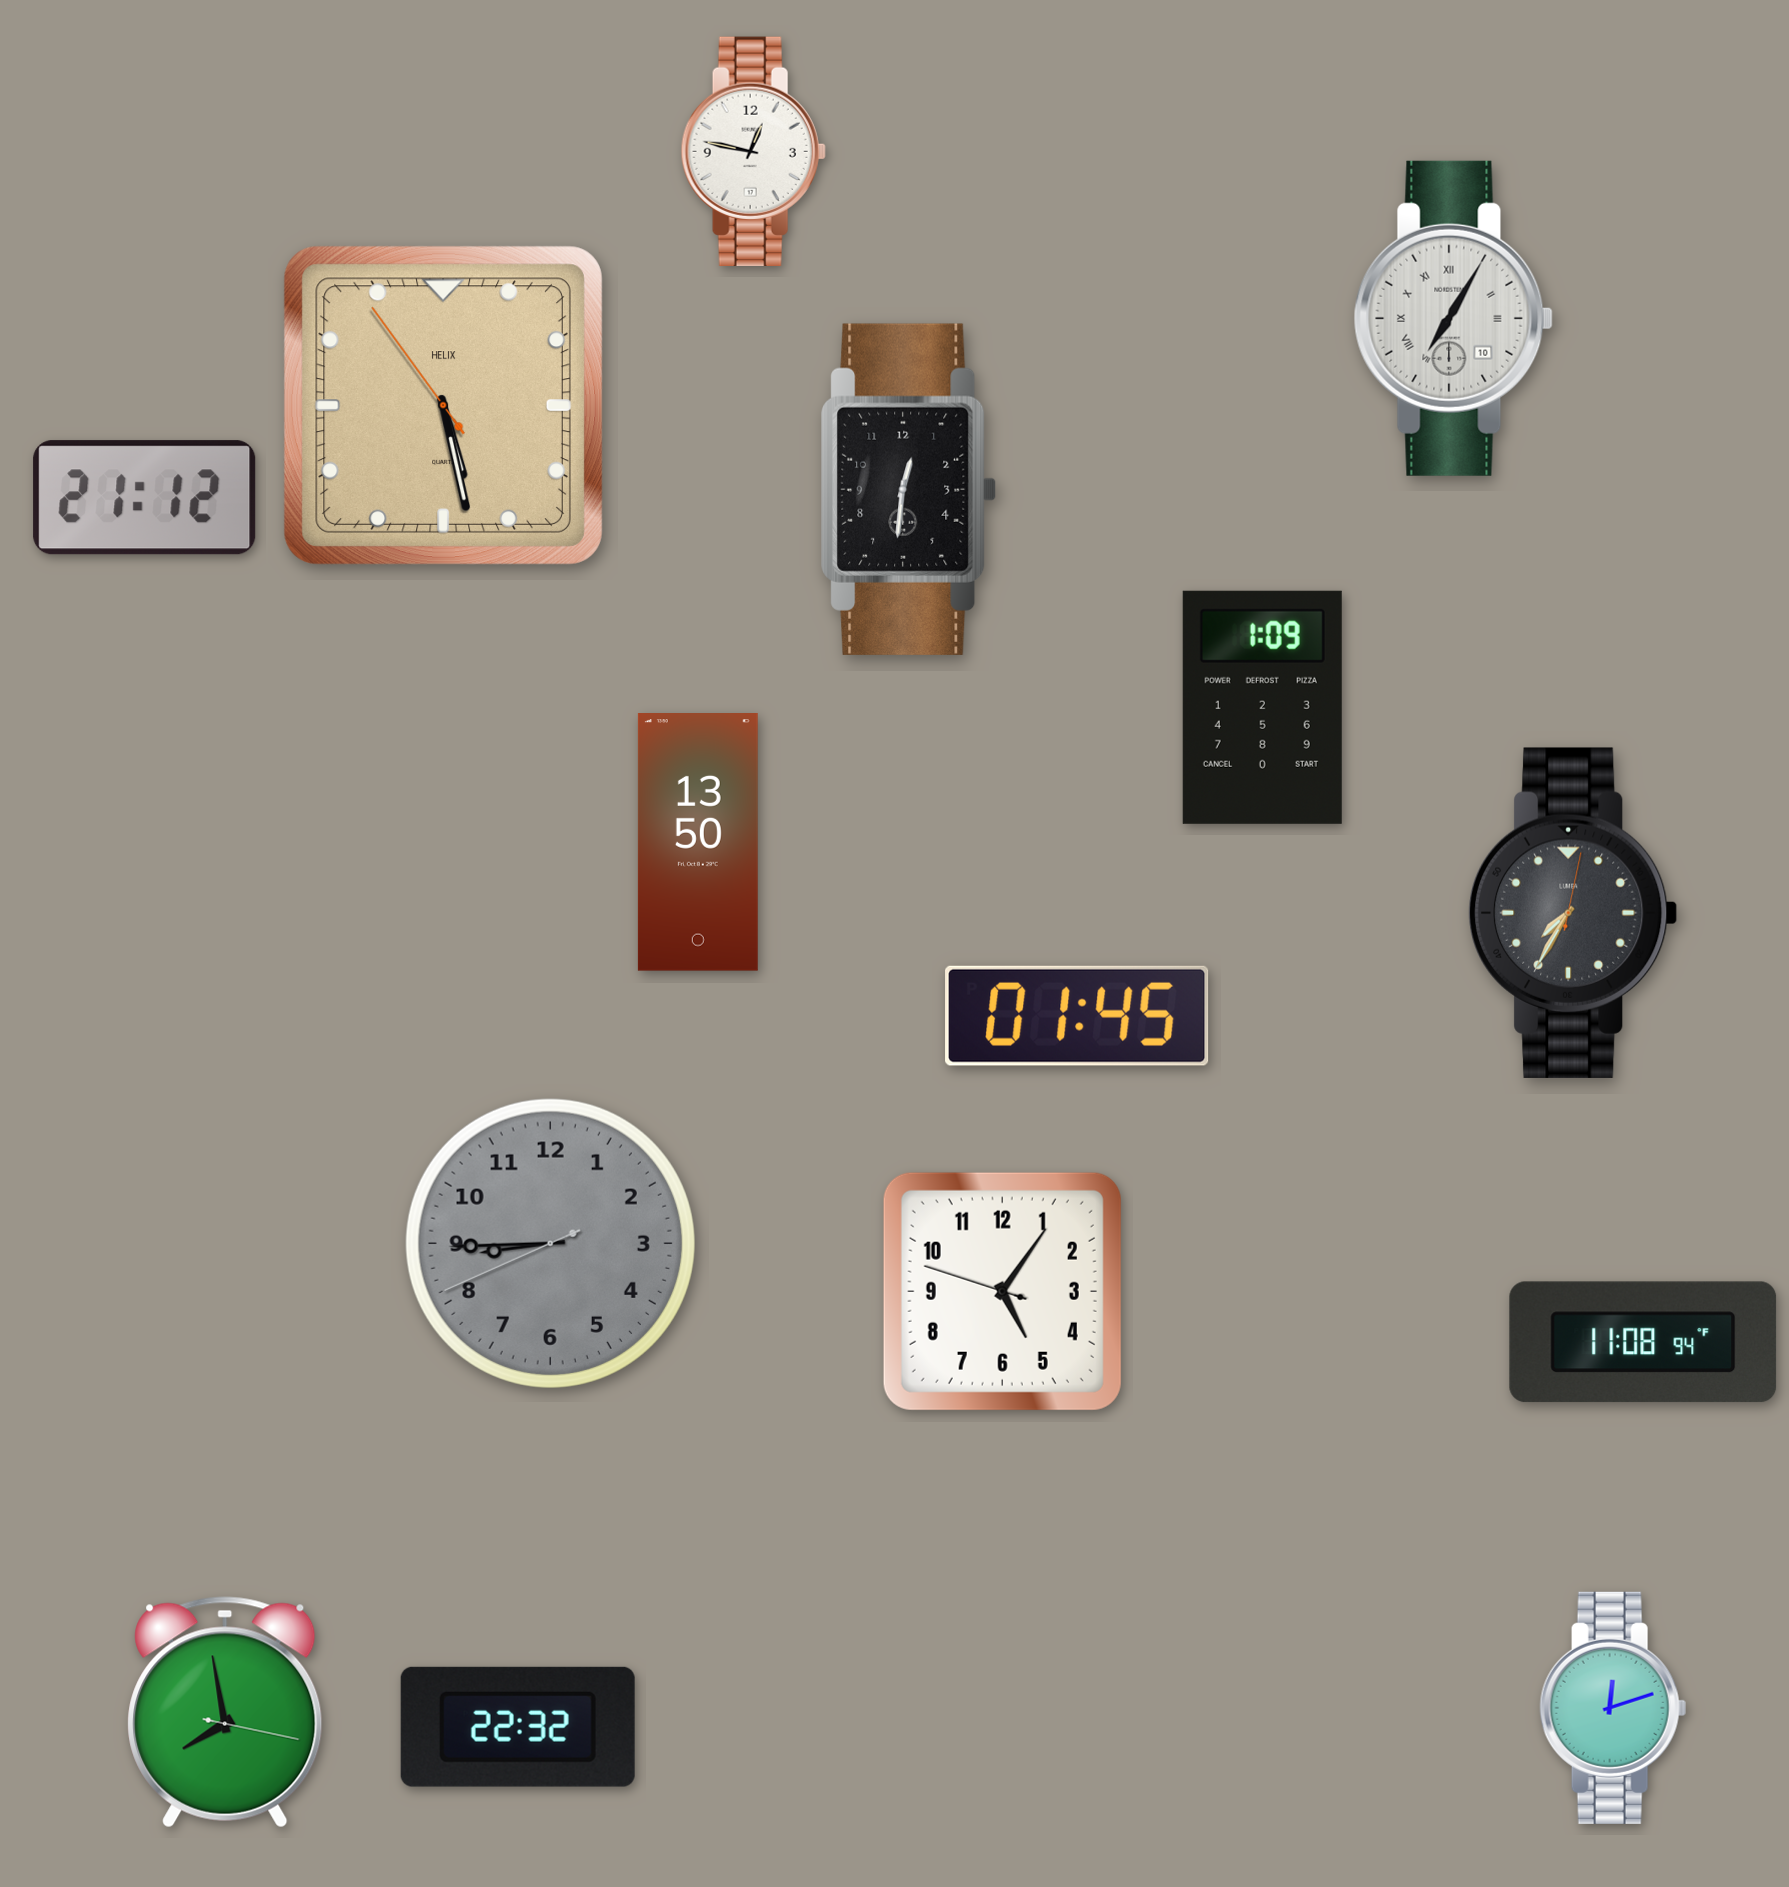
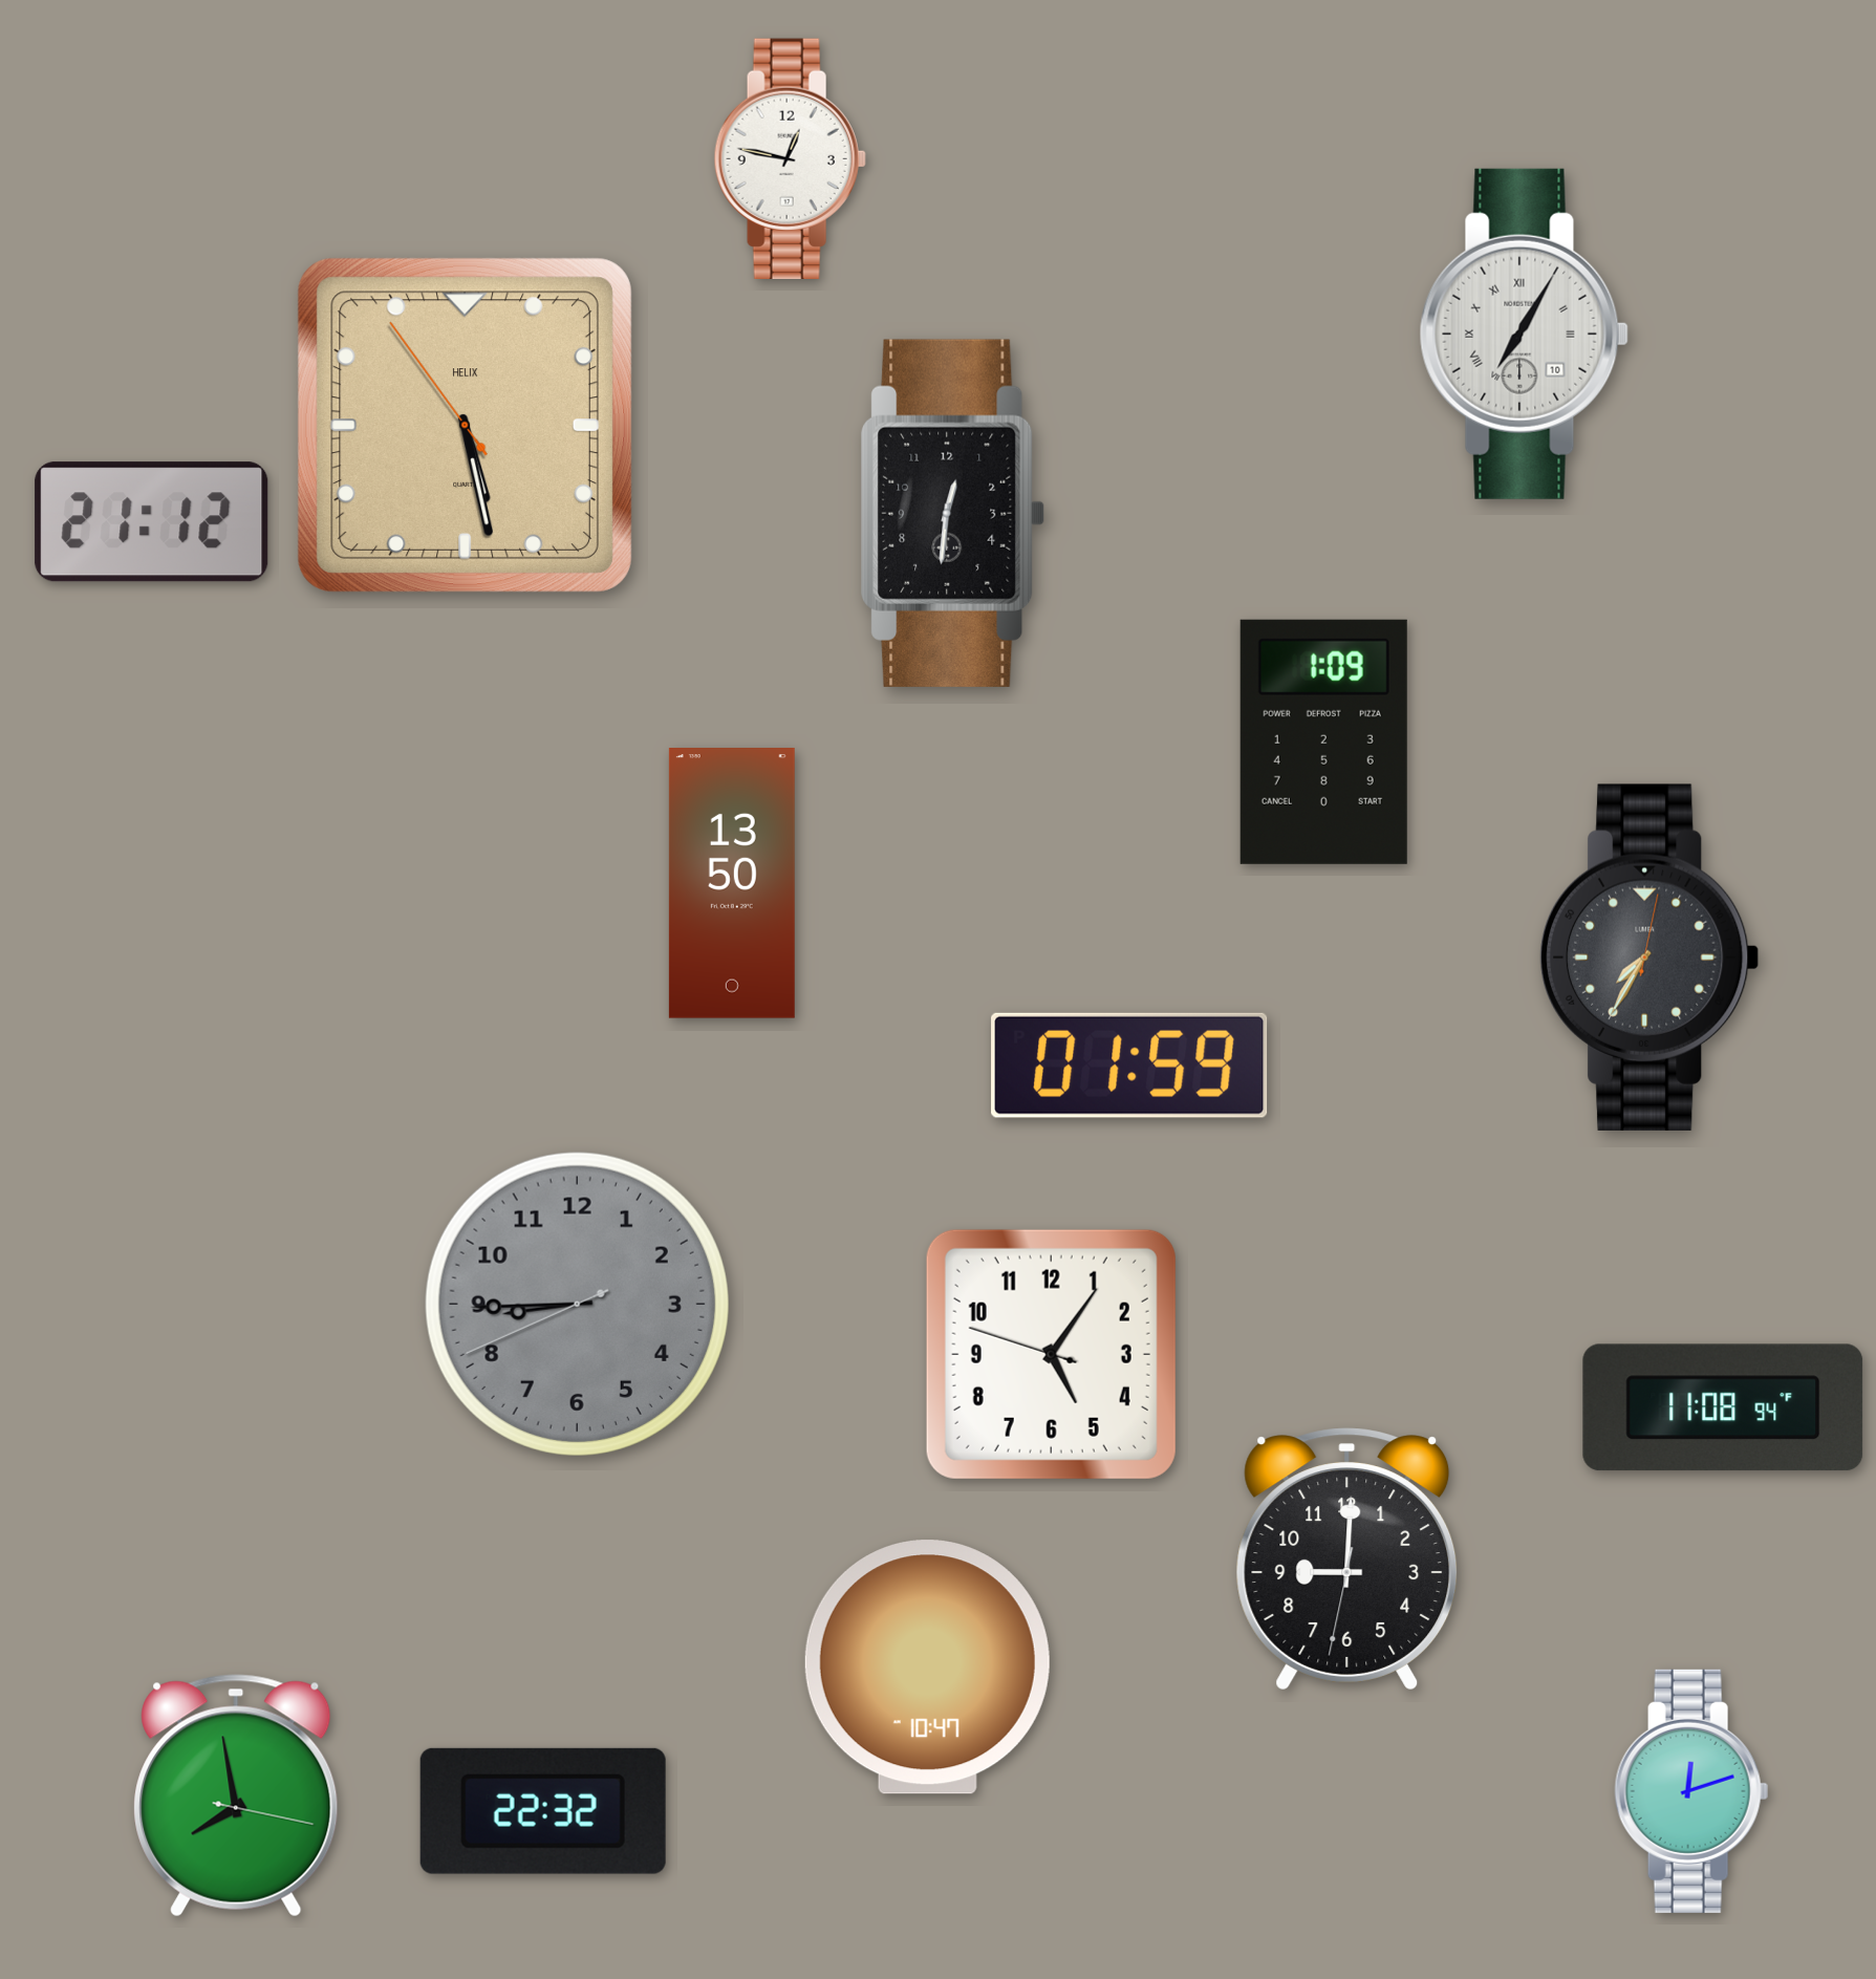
clock at (1077, 1016): 01:45 -> 01:59
clock at (1347, 1559): none -> 9:00
clock at (927, 1668): none -> 10:47
